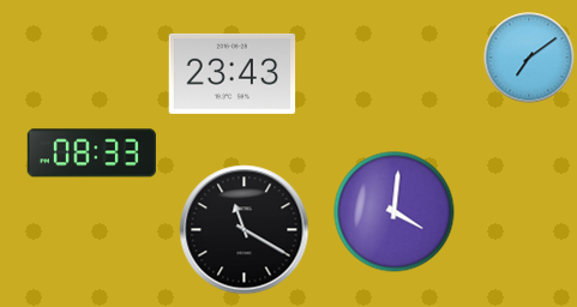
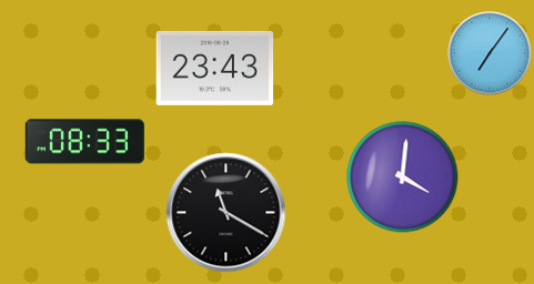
clock at (529, 58): 7:09 -> 7:06
clock at (395, 212) position: (395, 212) -> (403, 177)
